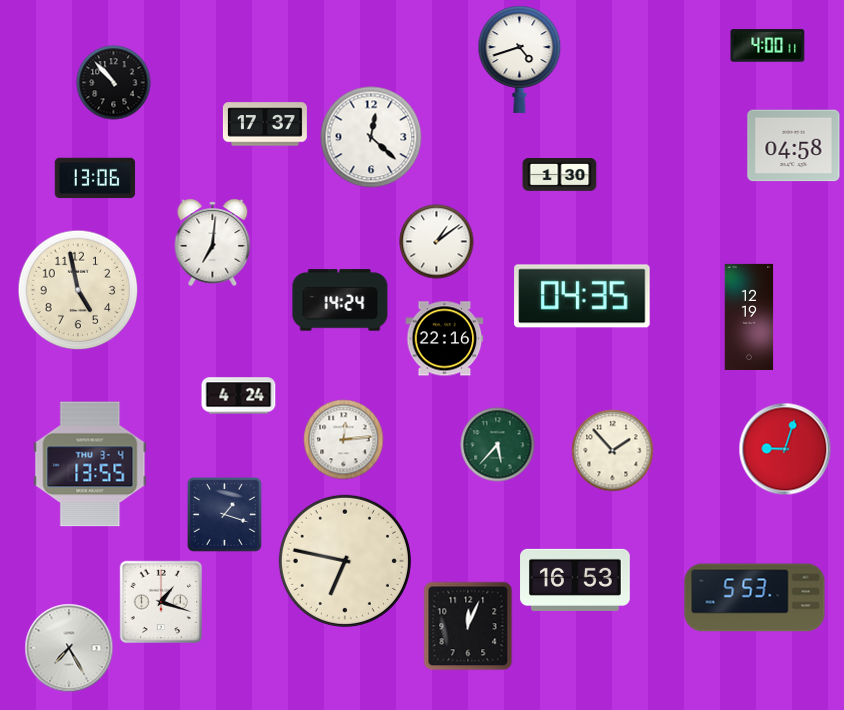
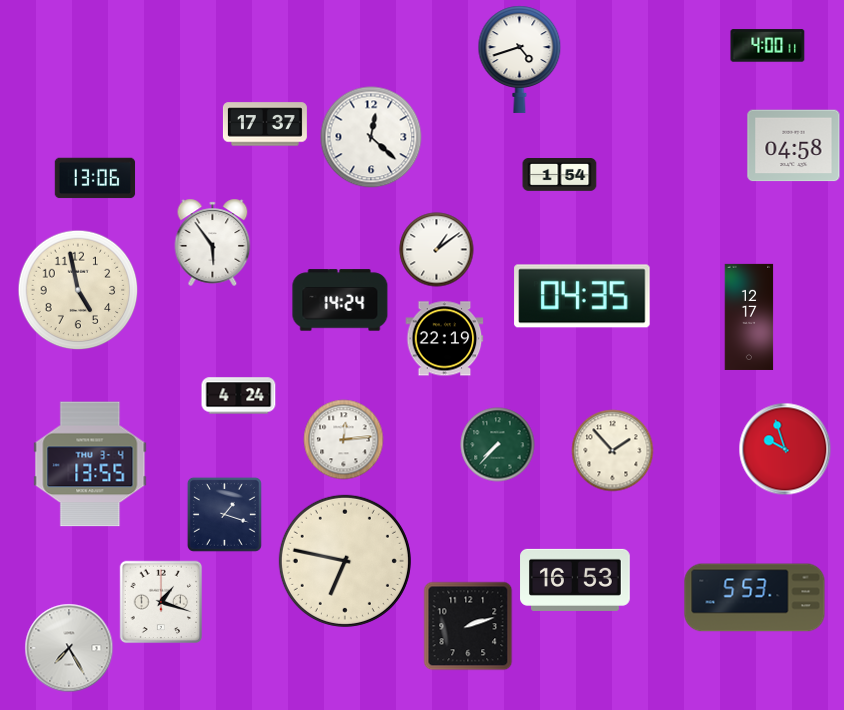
clock at (114, 83): 10:53 -> none
clock at (560, 175): 1:30 -> 1:54
clock at (213, 242): 7:01 -> 5:54
clock at (437, 242) position: (437, 242) -> (437, 250)
clock at (749, 317): 12:19 -> 12:17
clock at (445, 339): 22:16 -> 22:19
clock at (498, 445): 5:37 -> 7:37
clock at (785, 449): 9:03 -> 9:57
clock at (468, 626): 12:04 -> 2:12
